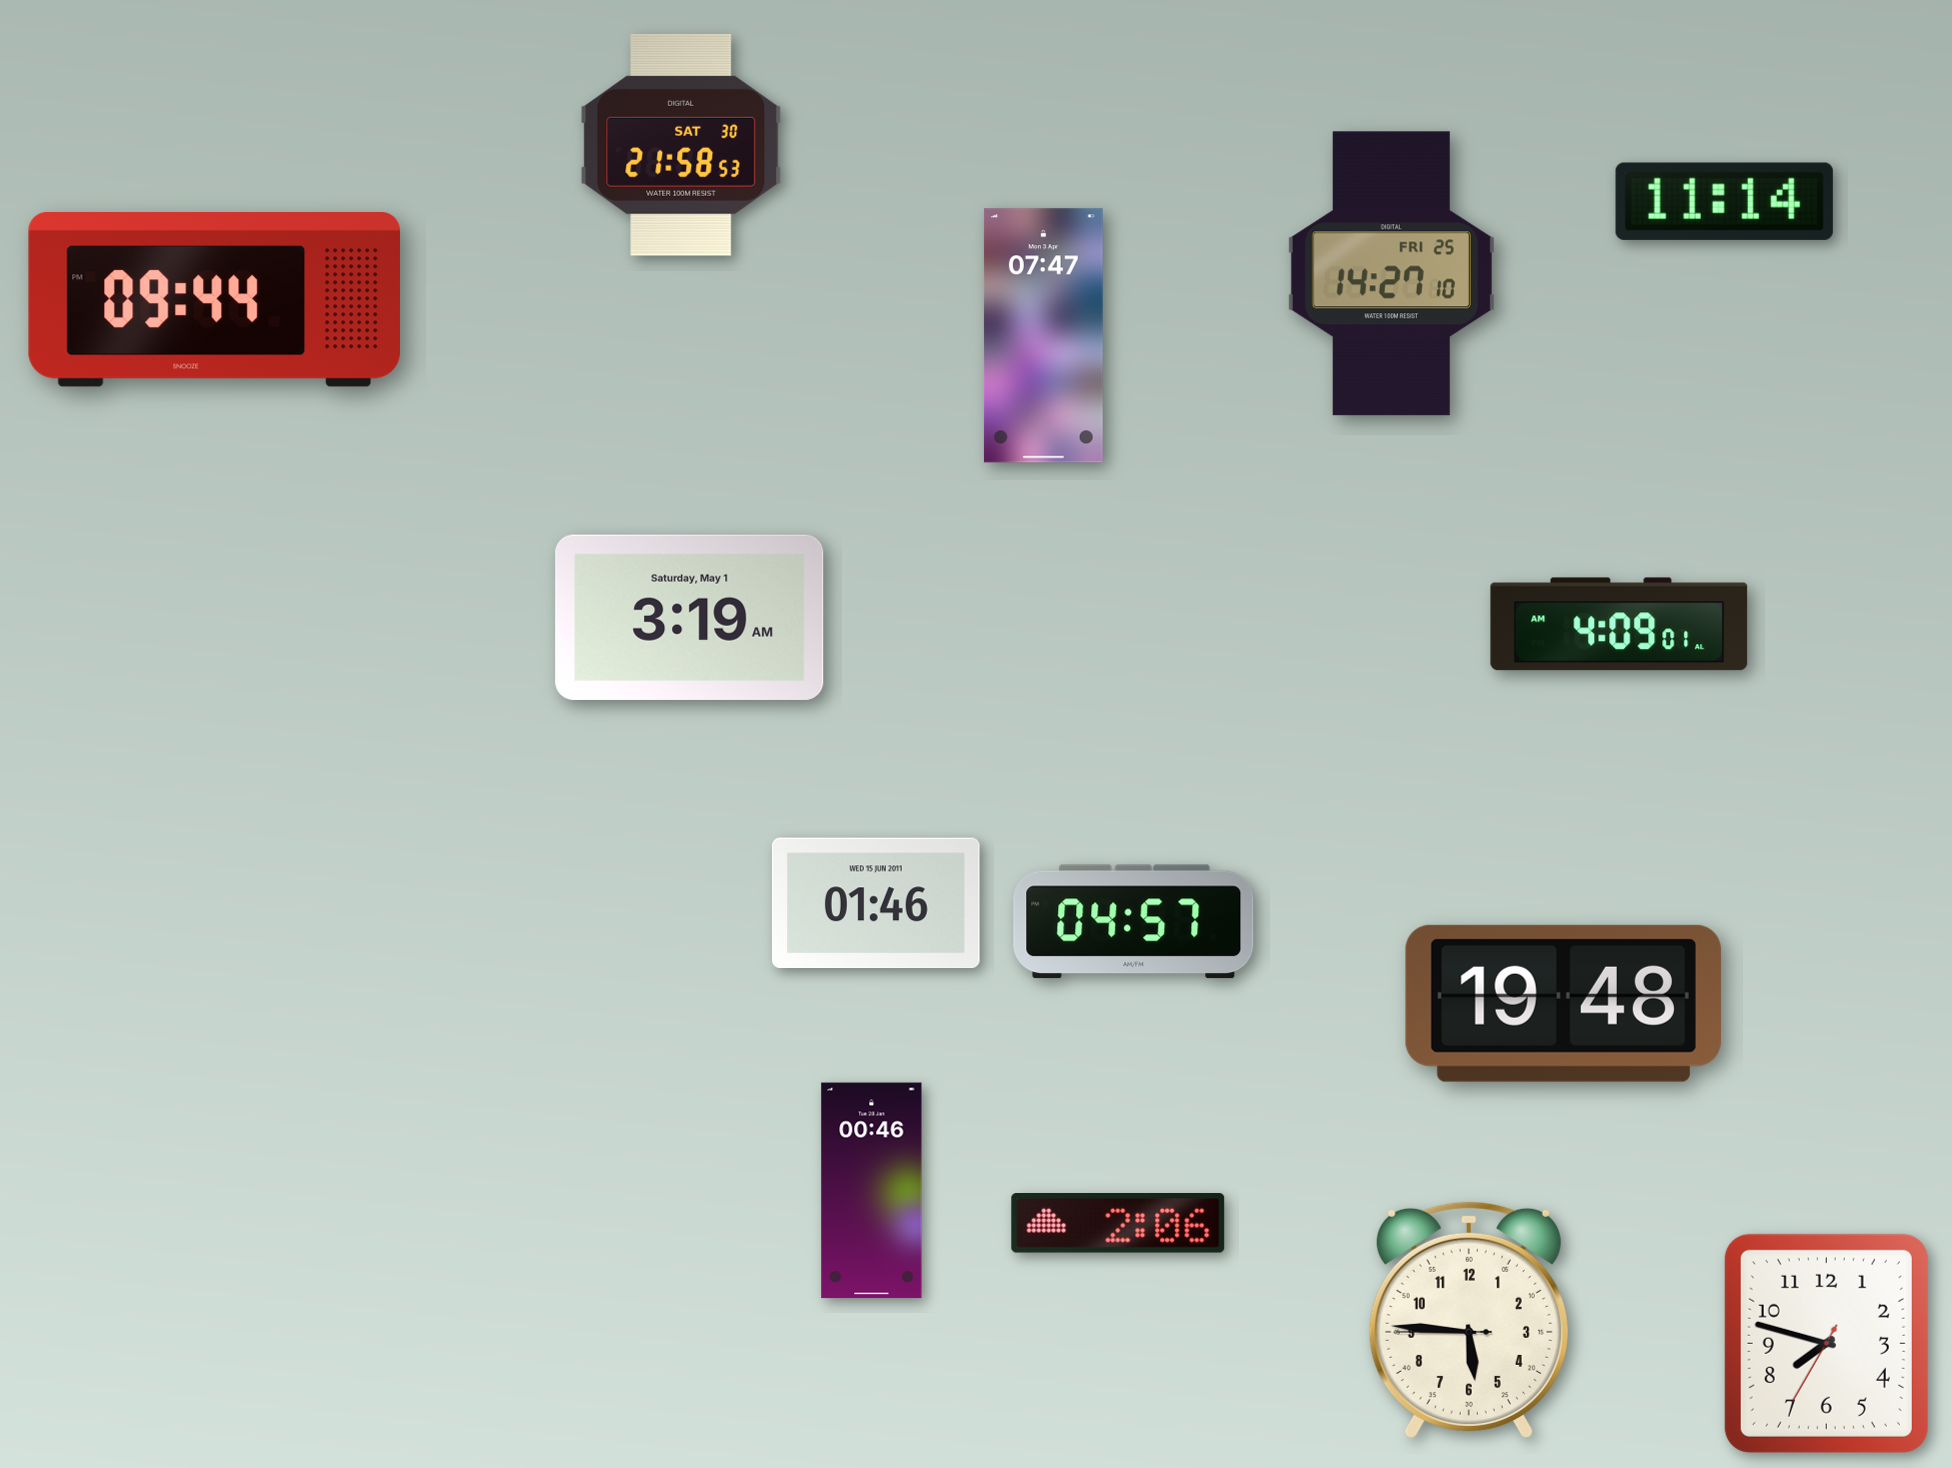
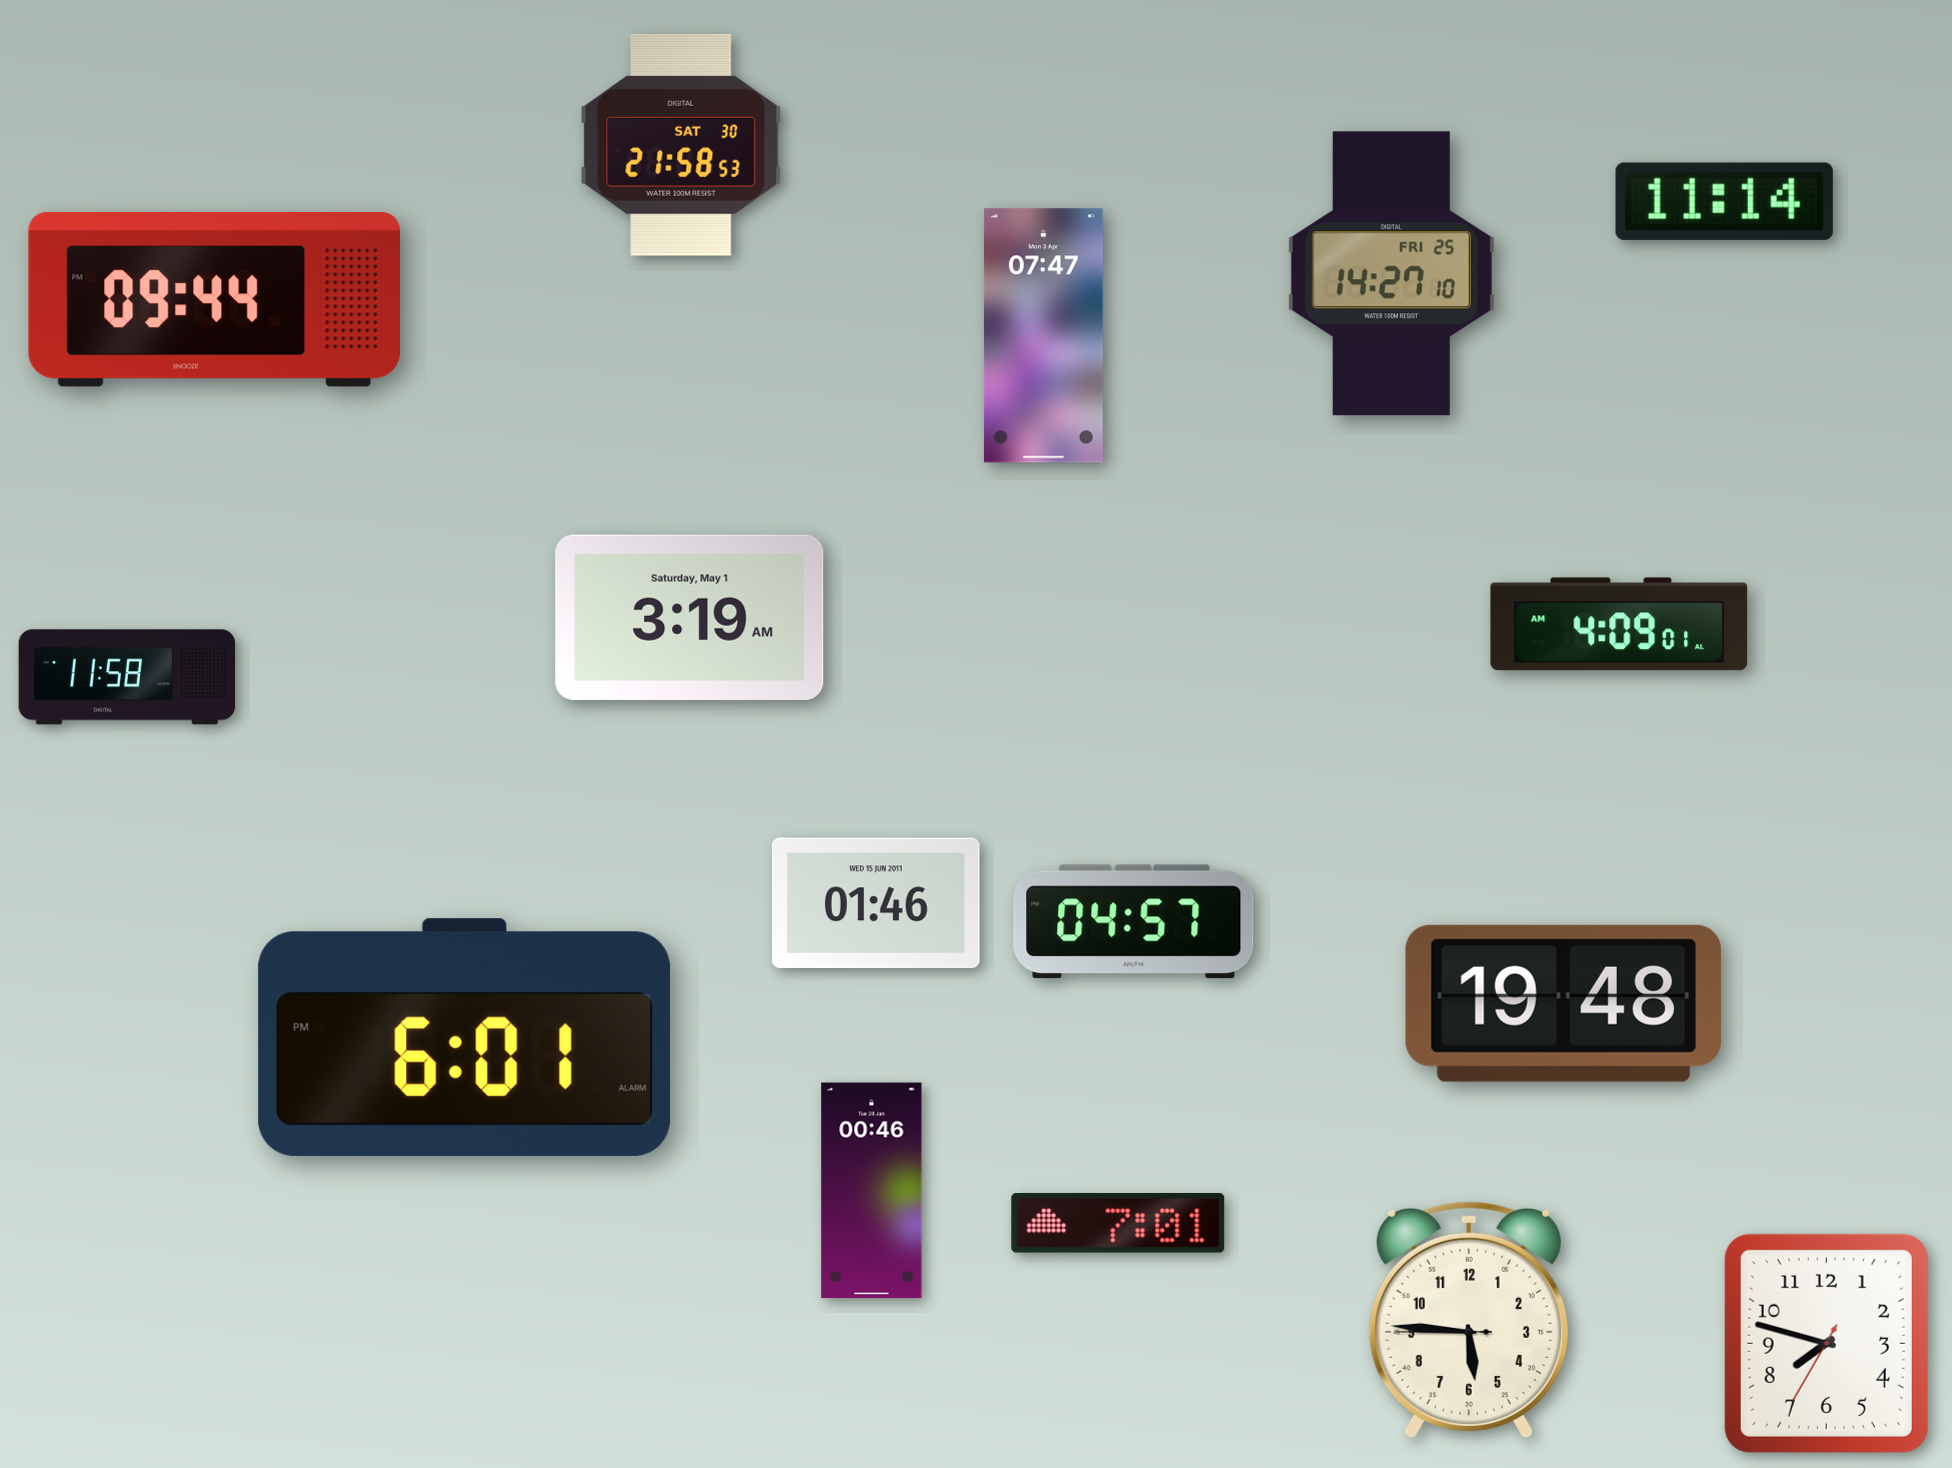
clock at (127, 677): none -> 11:58
clock at (464, 1037): none -> 6:01
clock at (1118, 1224): 2:06 -> 7:01
